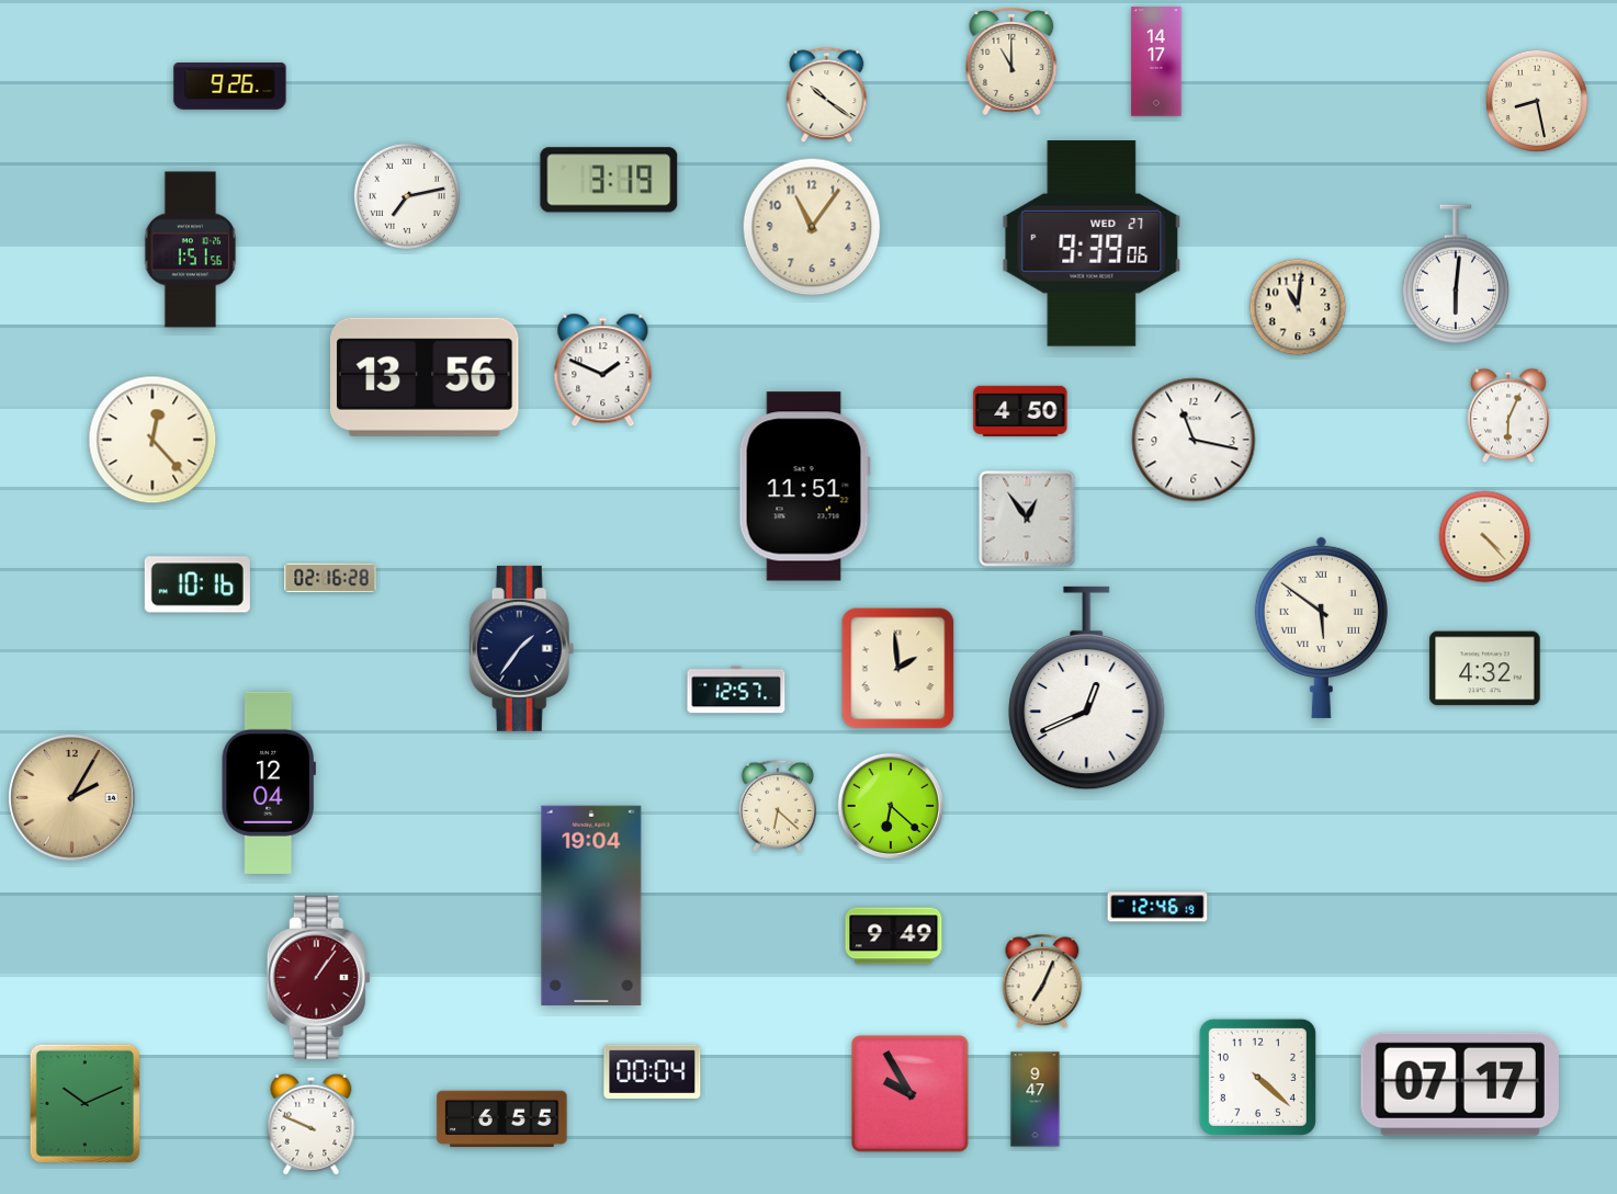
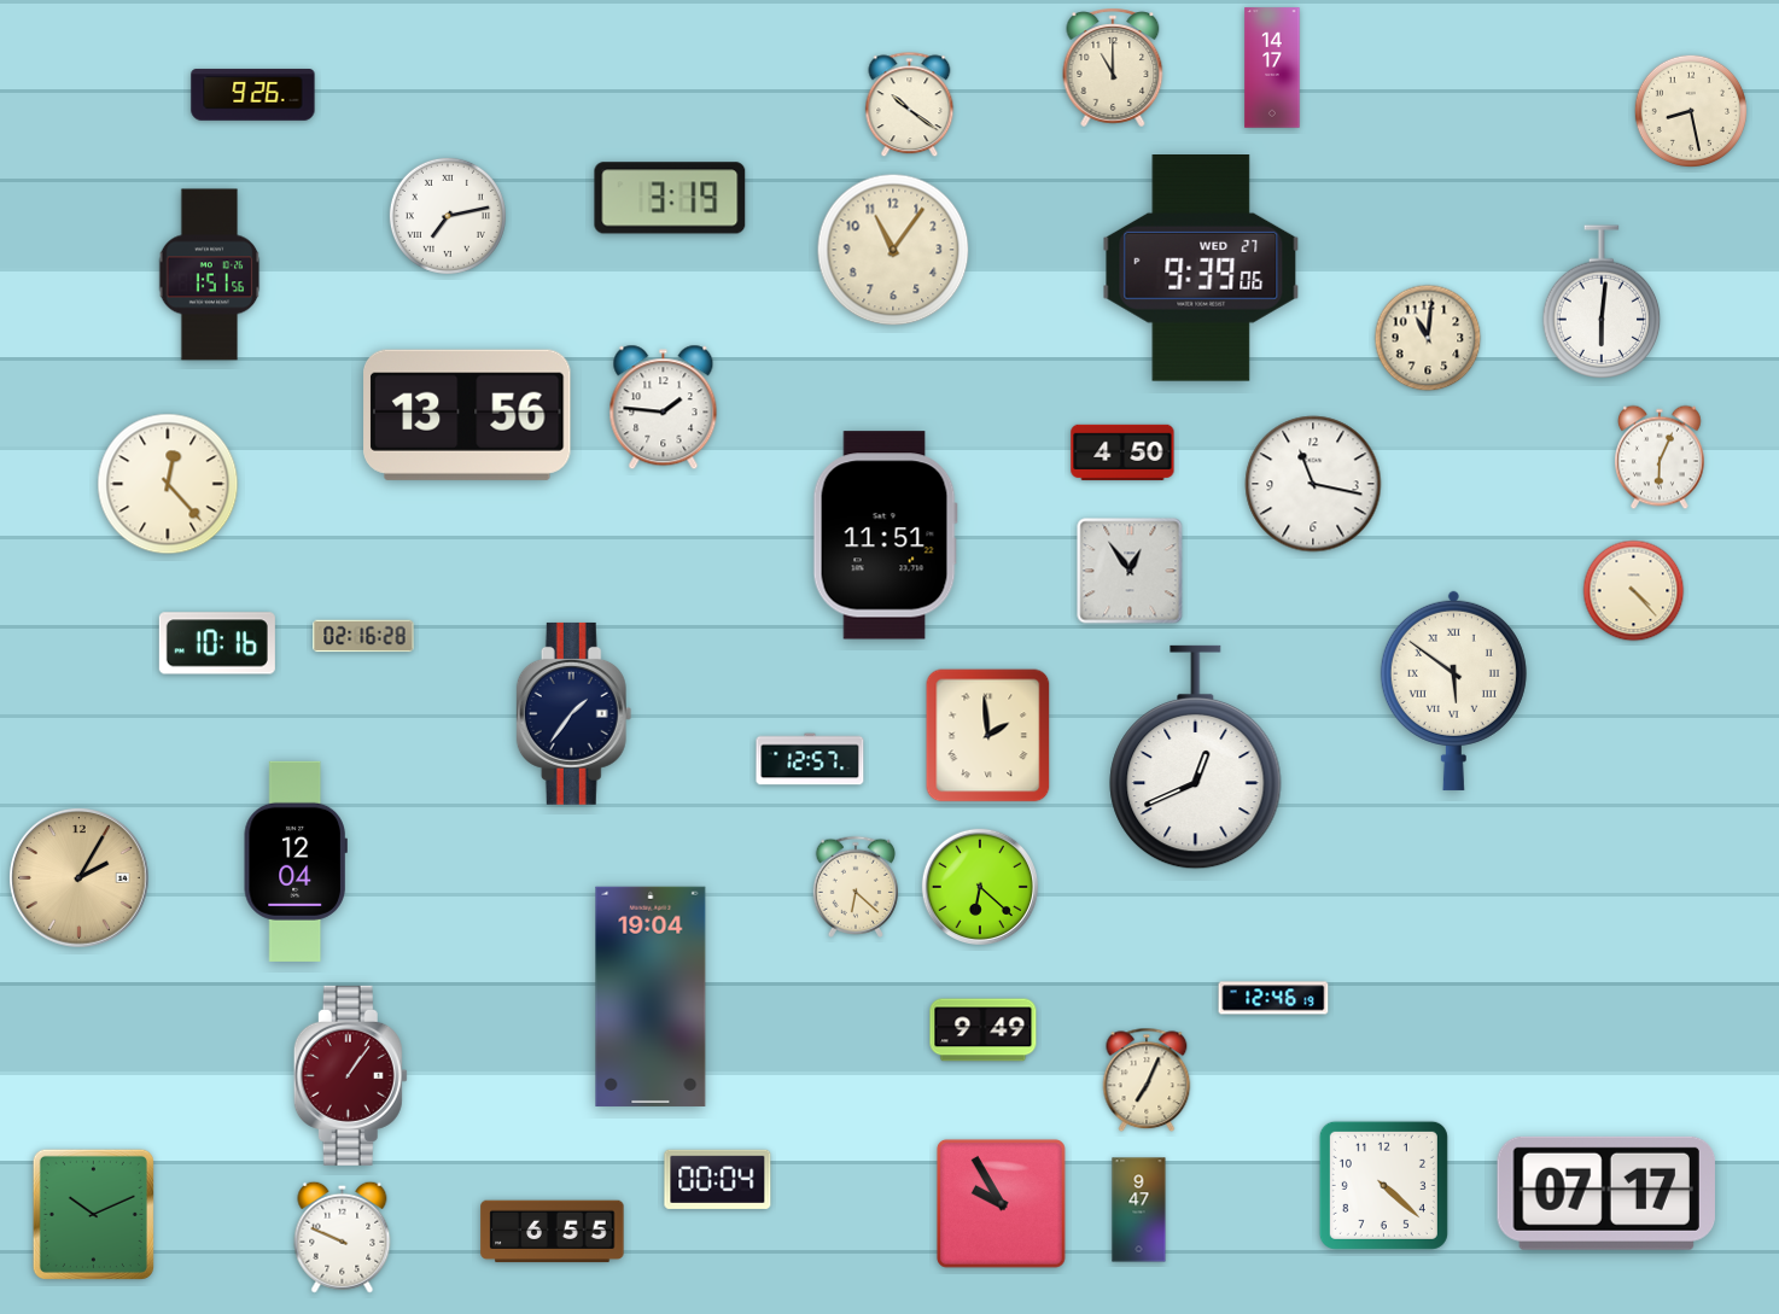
clock at (603, 371): 1:49 -> 1:46
clock at (1485, 669): 4:32 -> none
